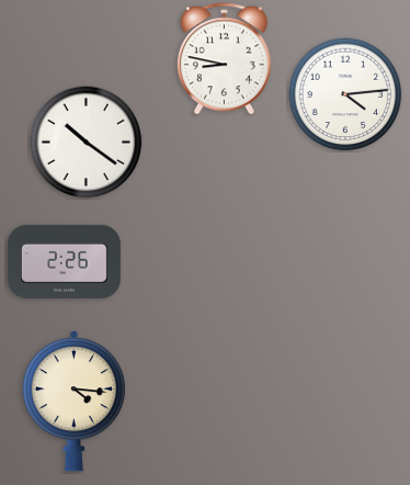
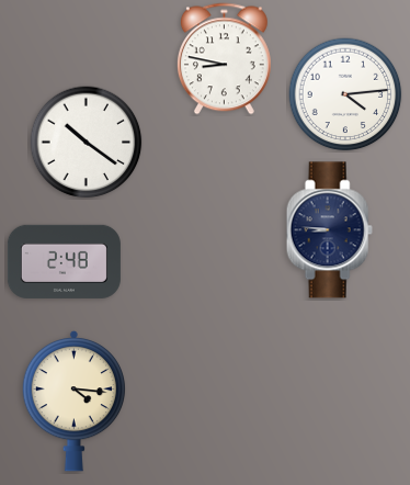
clock at (329, 230): none -> 8:46
clock at (64, 261): 2:26 -> 2:48
